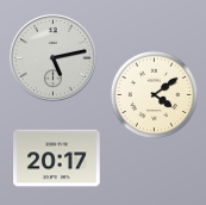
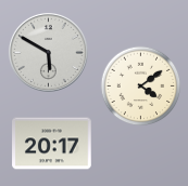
clock at (52, 57): 5:13 -> 5:50
